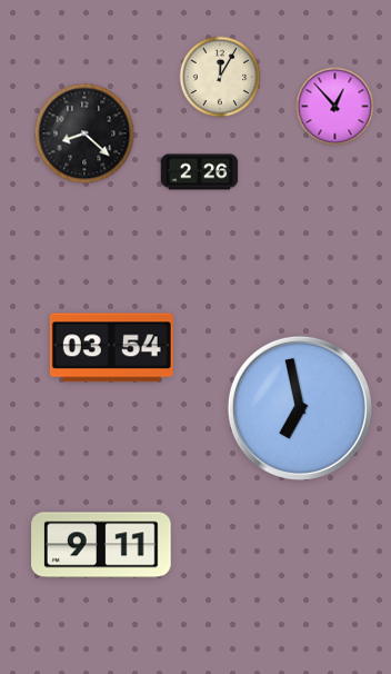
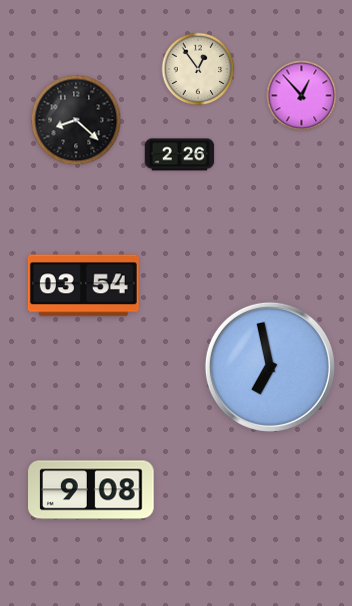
clock at (220, 77): 12:05 -> 12:54
clock at (111, 348) position: (111, 348) -> (83, 286)
clock at (101, 545): 9:11 -> 9:08
